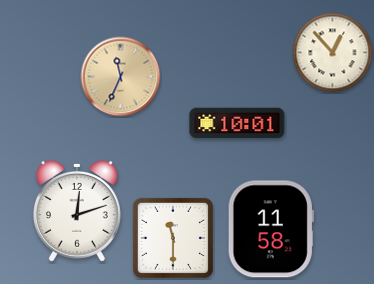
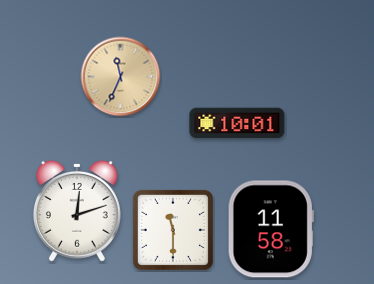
clock at (333, 53): 12:53 -> none
clock at (173, 238) position: (173, 238) -> (173, 230)
